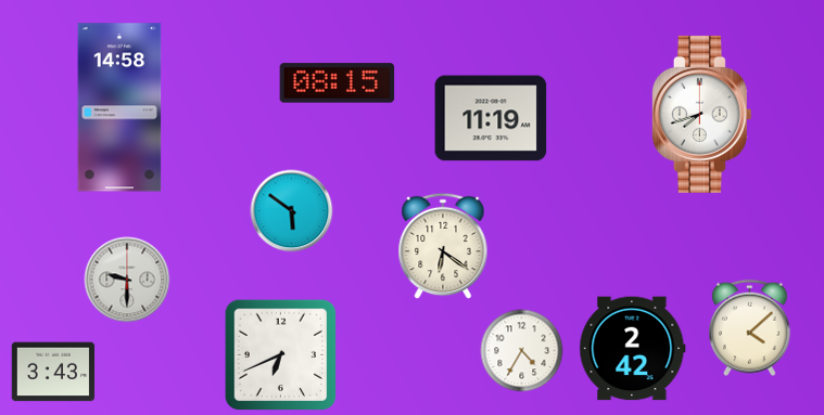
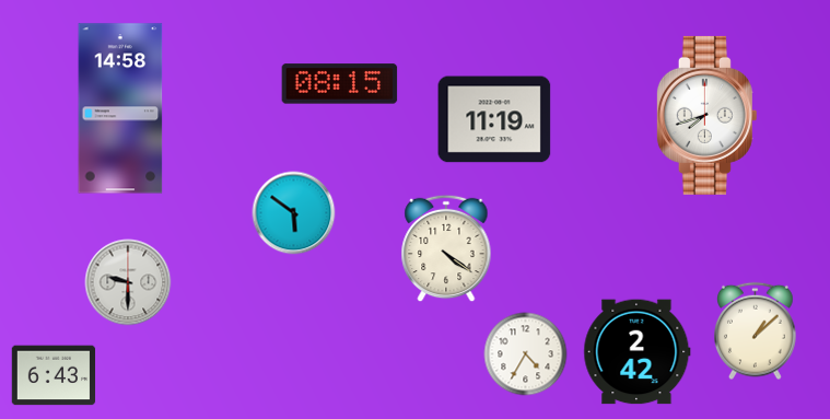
clock at (443, 246): 6:21 -> 4:21
clock at (750, 328): 4:08 -> 1:08
clock at (281, 355): 6:41 -> none
clock at (53, 372): 3:43 -> 6:43
